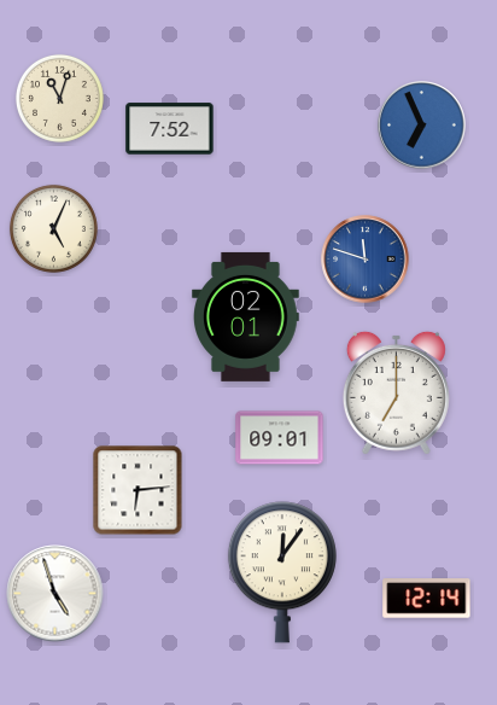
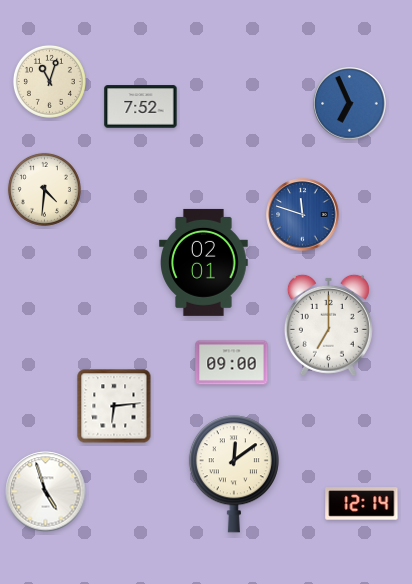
clock at (53, 228): 5:04 -> 4:31
clock at (280, 438): 09:01 -> 09:00
clock at (282, 572): 12:06 -> 12:09
clock at (427, 599) position: (427, 599) -> (362, 504)
